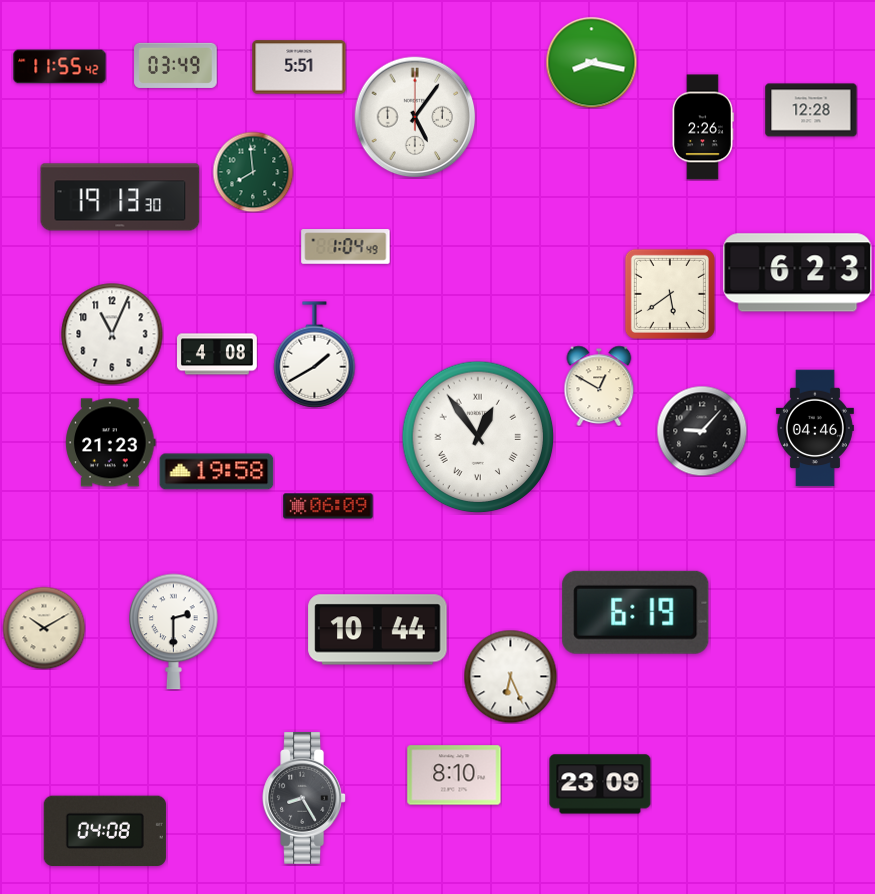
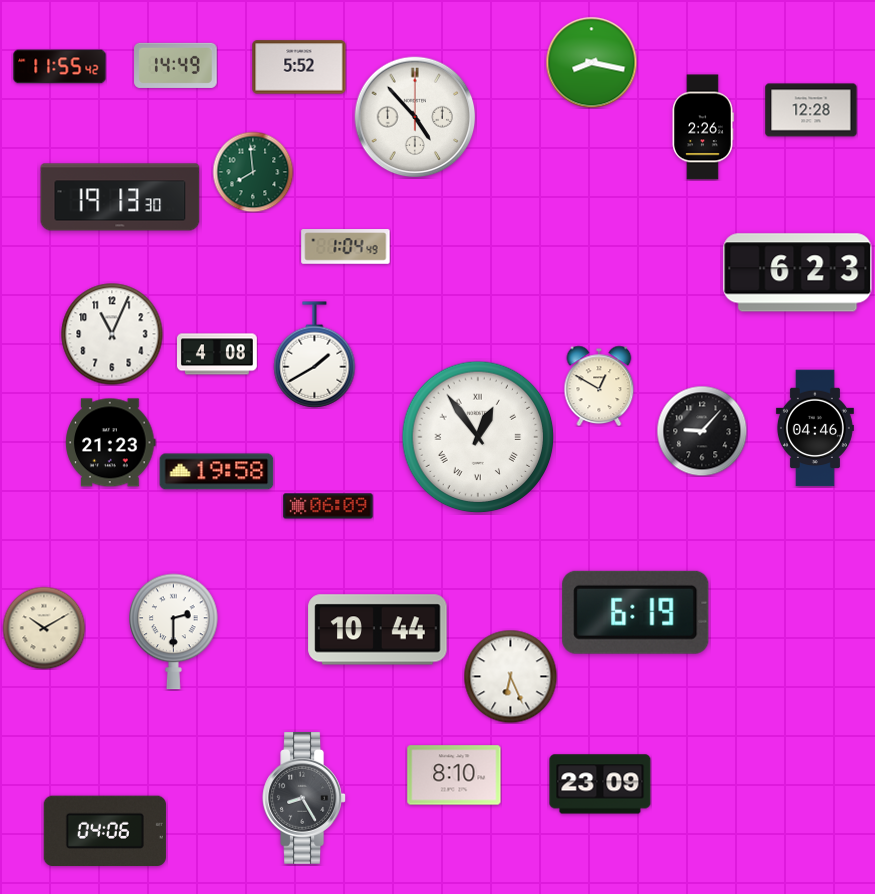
clock at (176, 65): 03:49 -> 14:49
clock at (299, 67): 5:51 -> 5:52
clock at (415, 117): 5:06 -> 4:53
clock at (670, 294): 5:39 -> none
clock at (105, 831): 04:08 -> 04:06
